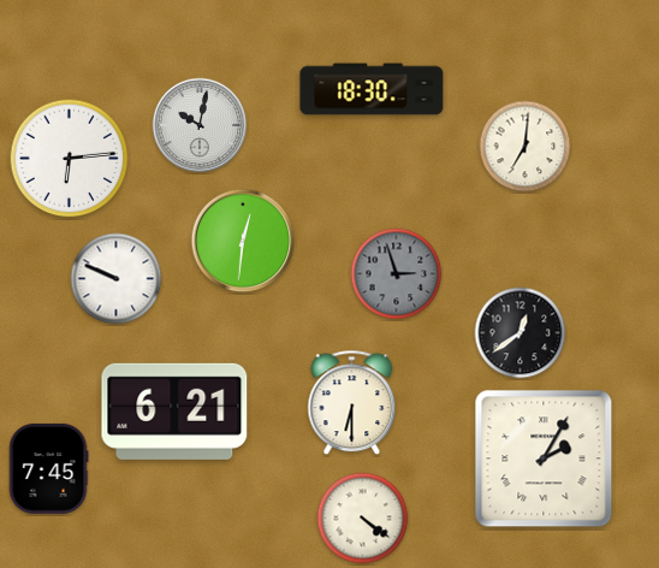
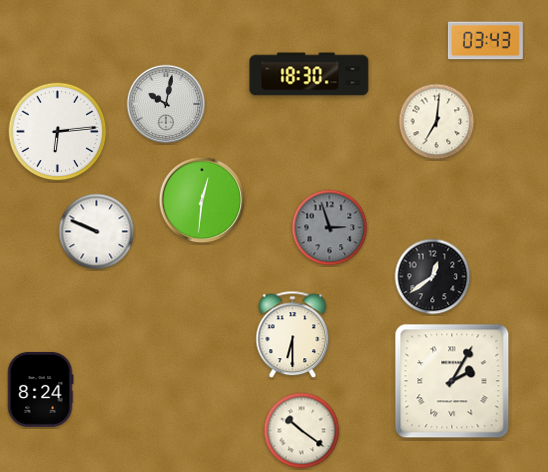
clock at (485, 41): none -> 03:43
clock at (174, 412): 6:21 -> none
clock at (48, 468): 7:45 -> 8:24
clock at (363, 519): 4:21 -> 10:21
